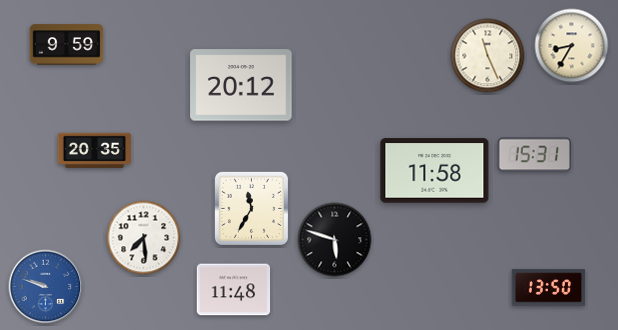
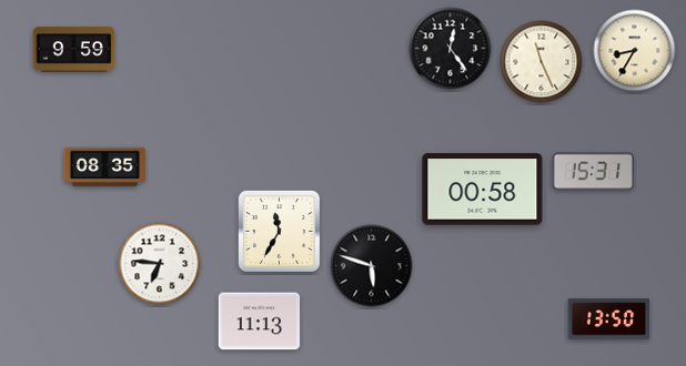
clock at (451, 49): none -> 12:24
clock at (241, 85): 20:12 -> none
clock at (95, 150): 20:35 -> 08:35
clock at (435, 171): 11:58 -> 00:58
clock at (144, 238): 7:29 -> 6:46
clock at (46, 287): 9:48 -> none
clock at (234, 290): 11:48 -> 11:13
